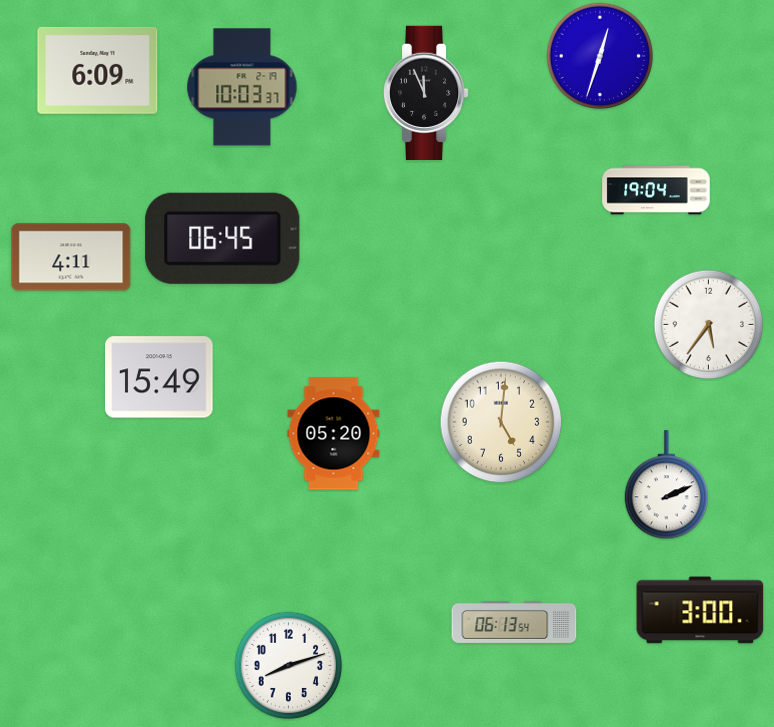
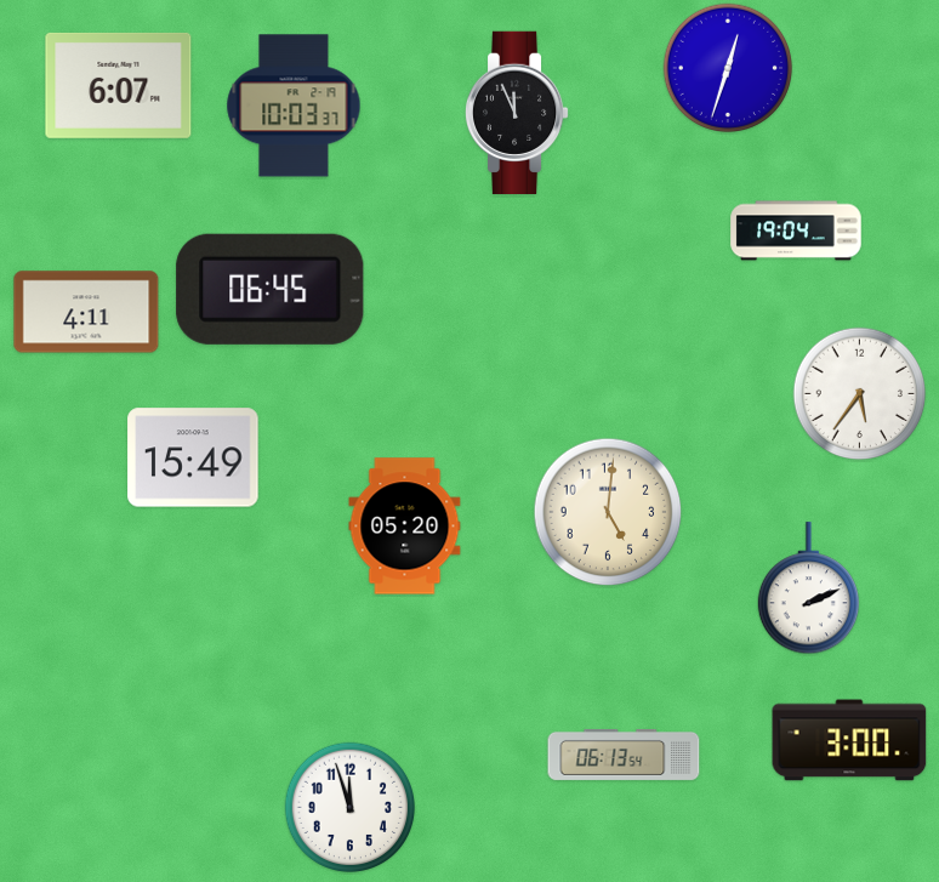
clock at (98, 70): 6:09 -> 6:07
clock at (289, 666): 8:12 -> 11:57
